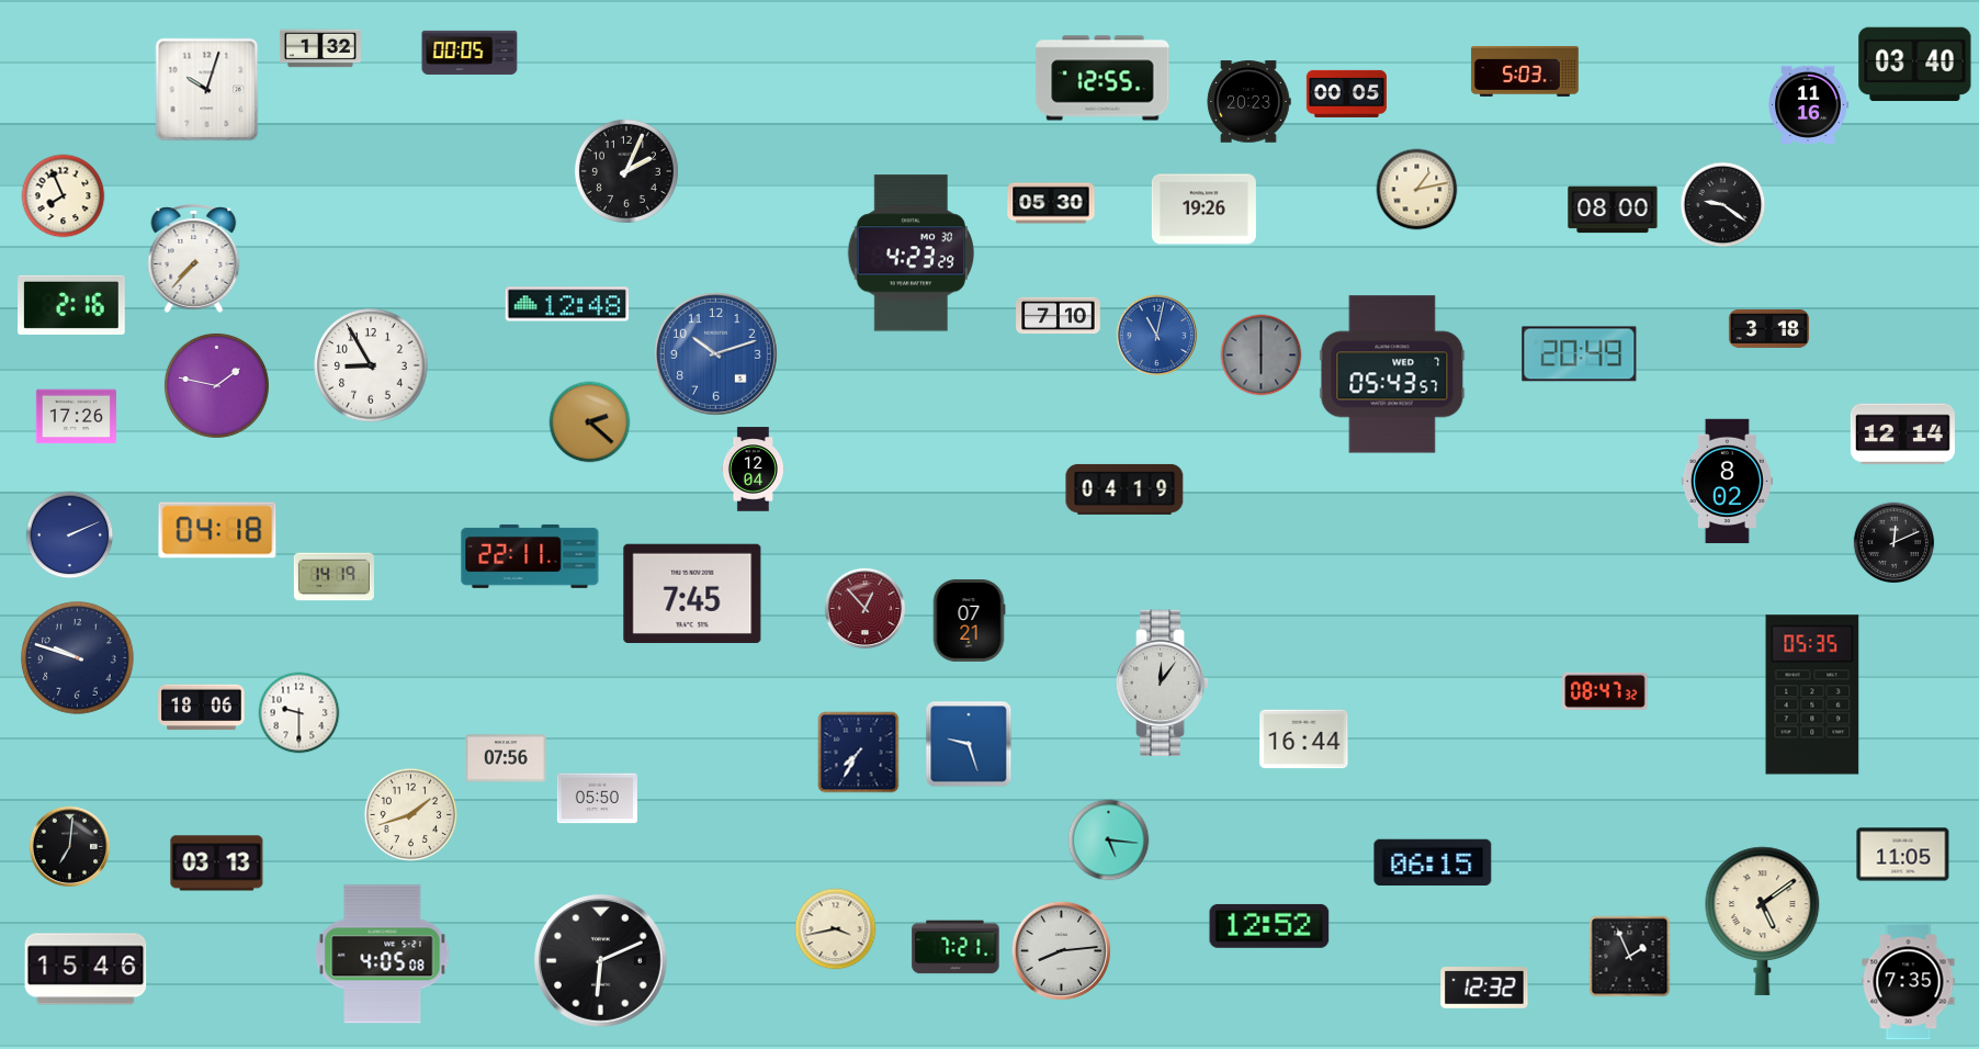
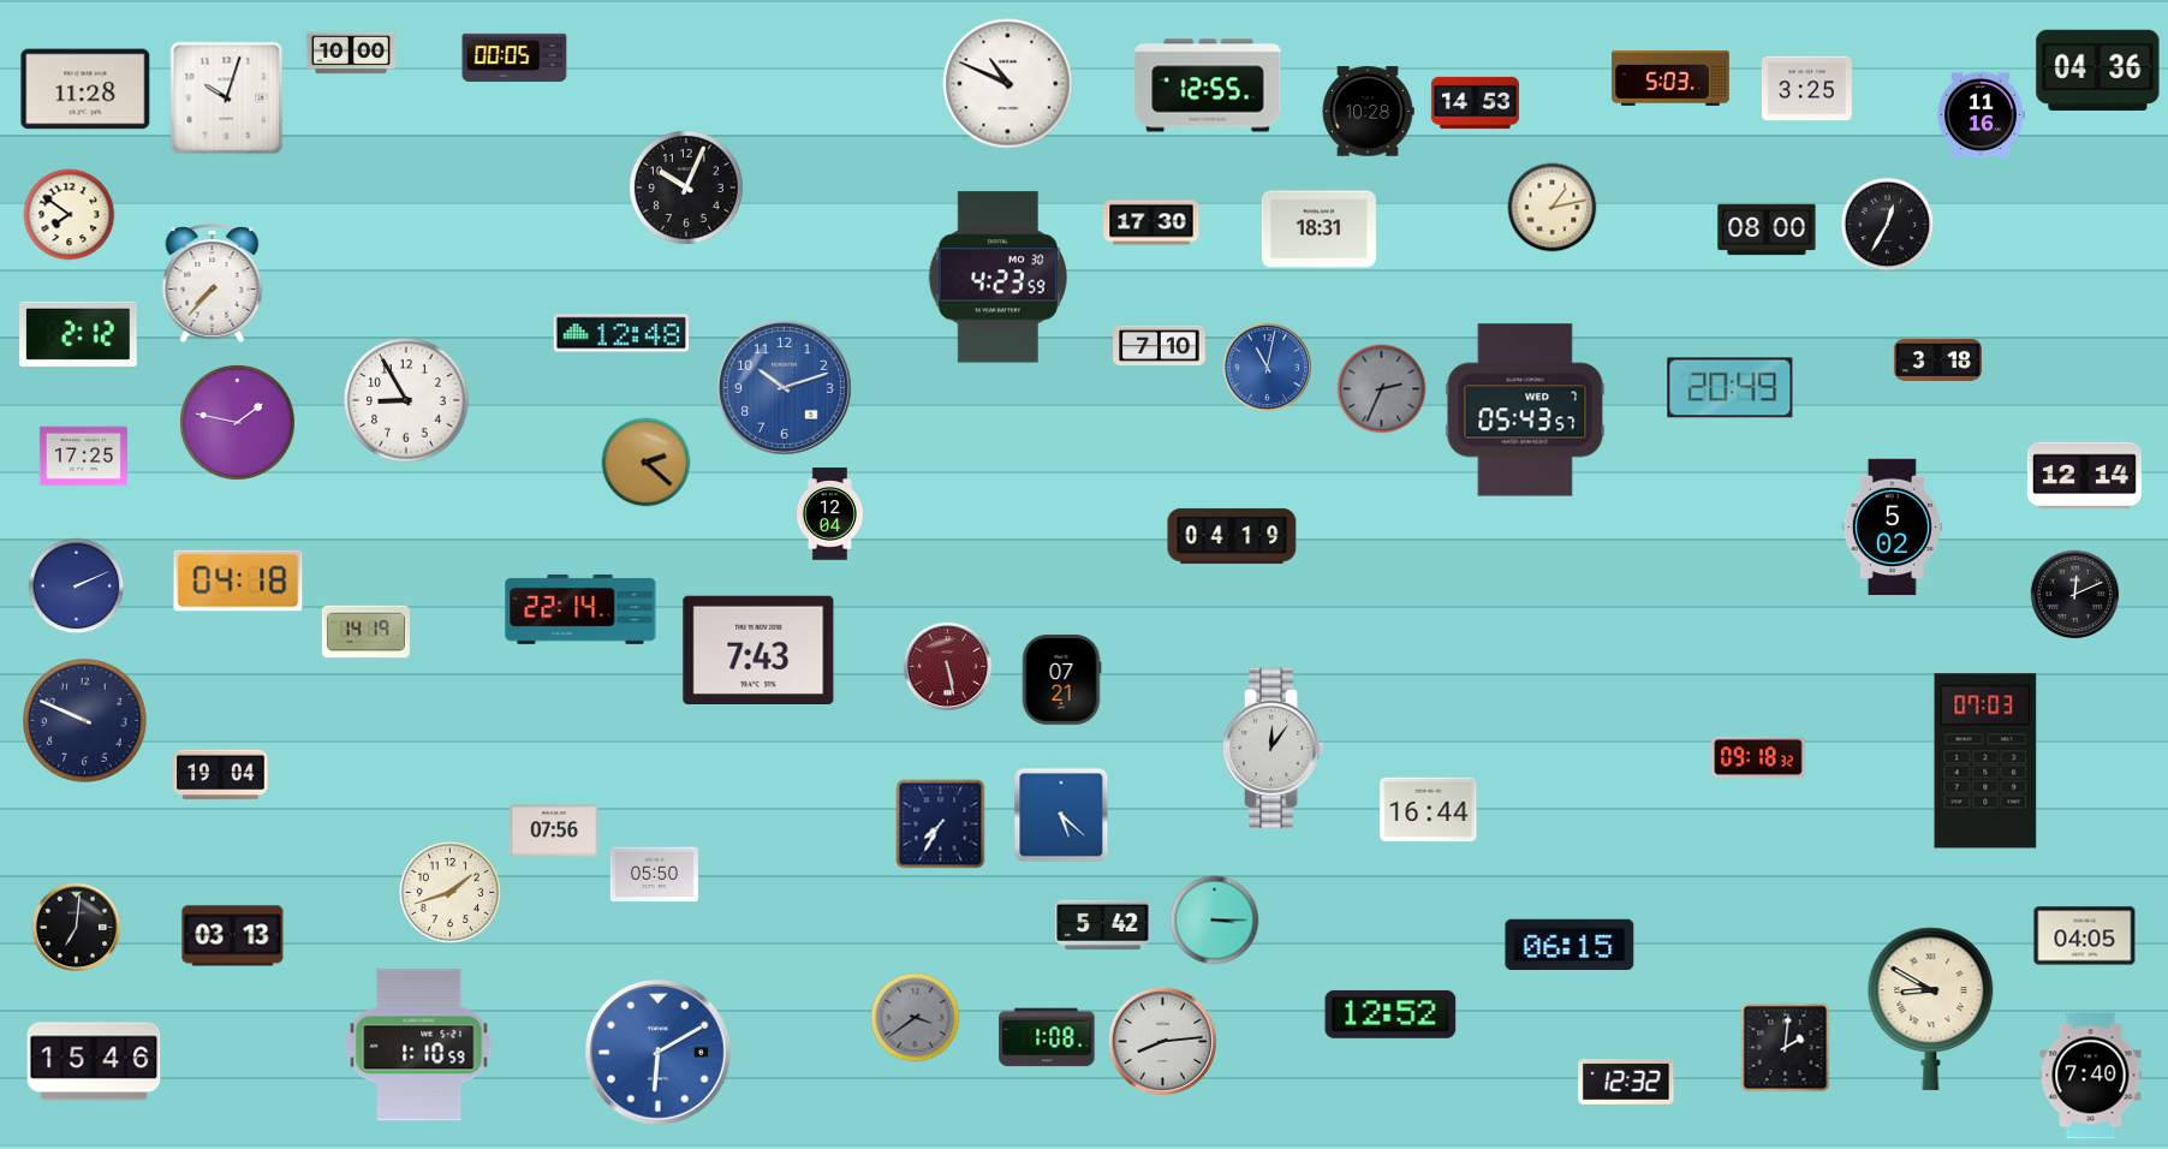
clock at (320, 48): 1:32 -> 10:00
clock at (1915, 64): 03:40 -> 04:36
clock at (1008, 84): none -> 10:49
clock at (85, 89): none -> 11:28
clock at (1806, 89): none -> 3:25
clock at (1346, 93): 00:05 -> 14:53
clock at (1248, 102): 20:23 -> 10:28
clock at (626, 171): 2:04 -> 10:04
clock at (64, 196): 7:56 -> 7:51
clock at (1051, 203): 05:30 -> 17:30
clock at (1723, 205): 9:21 -> 12:35
clock at (1203, 210): 19:26 -> 18:31
clock at (911, 253): 4:23:29 -> 4:23:59
clock at (71, 305): 2:16 -> 2:12
clock at (1262, 356): 6:00 -> 2:34
clock at (76, 417): 17:26 -> 17:25
clock at (753, 470) position: (753, 470) -> (829, 514)
clock at (1727, 482): 8:02 -> 5:02
clock at (530, 556): 22:11 -> 22:14
clock at (692, 593): 7:45 -> 7:43
clock at (866, 609): 12:53 -> 5:28
clock at (78, 658): 9:48 -> 9:49
clock at (1605, 691): 08:47 -> 09:18
clock at (1812, 695): 05:35 -> 07:03
clock at (202, 708): 18:06 -> 19:04
clock at (299, 713): 9:30 -> none
clock at (969, 744): 9:27 -> 5:22
clock at (1109, 841): 5:16 -> 3:15
clock at (1103, 925): none -> 5:42
clock at (1903, 855): 11:05 -> 04:05
clock at (217, 864) position: (217, 864) -> (233, 936)
clock at (1763, 921): 5:09 -> 8:50
clock at (836, 929): 3:43 -> 3:39
clock at (836, 929) dial: cream -> grey
clock at (955, 947): 7:21 -> 1:08
clock at (383, 955): 4:05 -> 1:10
clock at (1630, 957): 1:56 -> 2:01
clock at (600, 960): 6:11 -> 6:10
clock at (600, 960) dial: black -> blue
clock at (1909, 982): 7:35 -> 7:40
